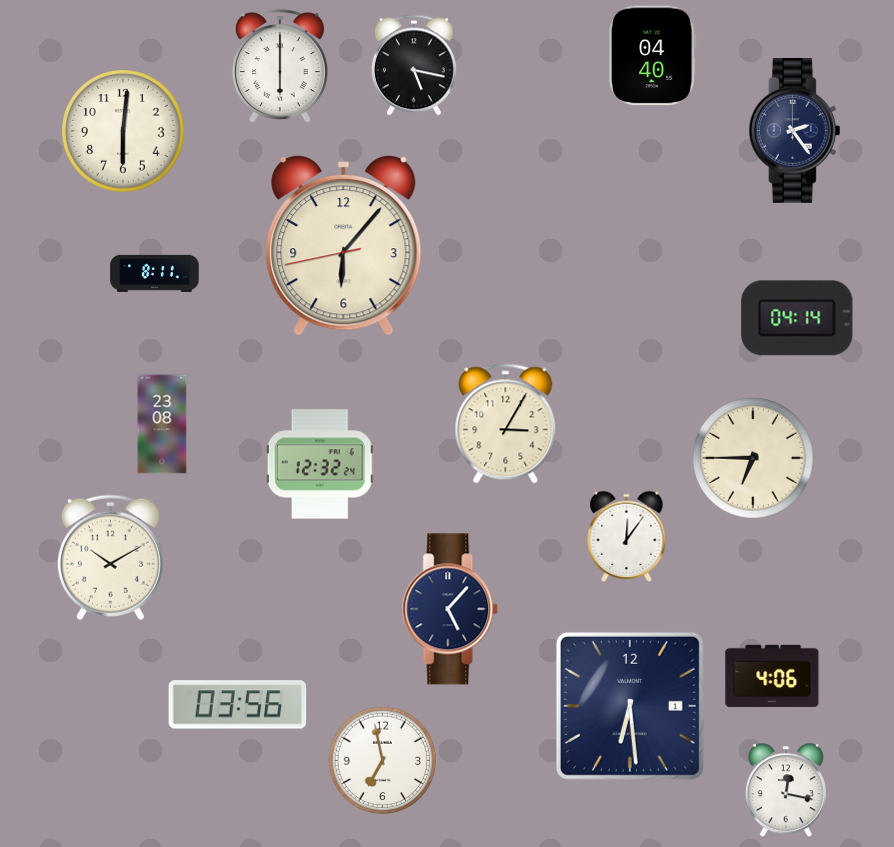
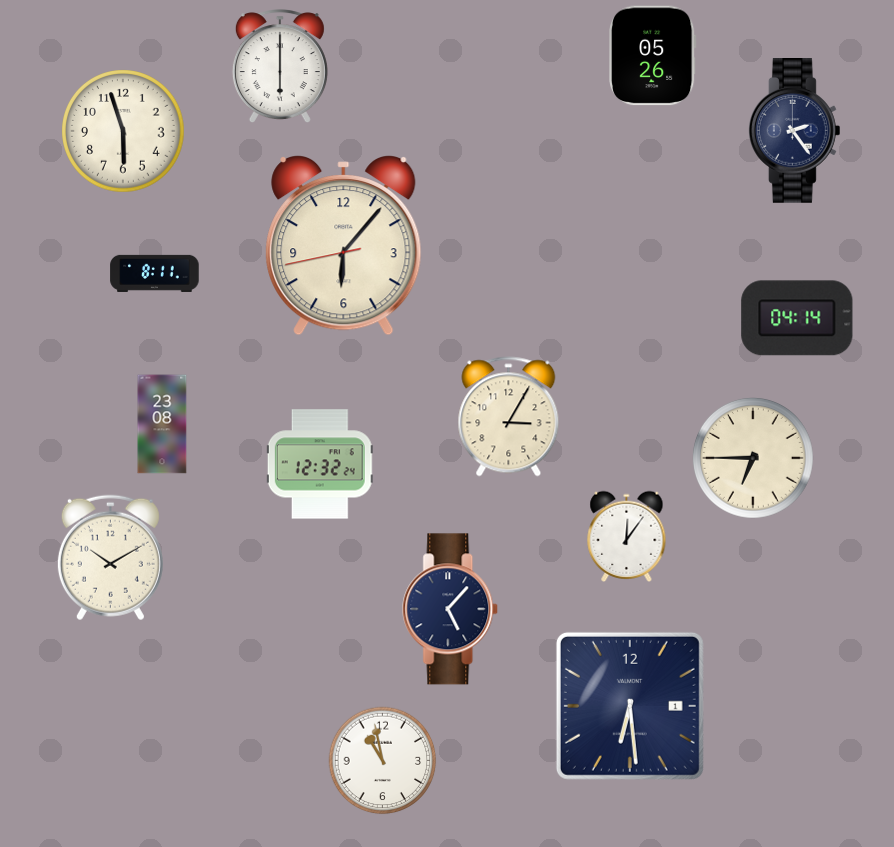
clock at (653, 56): 04:40 -> 05:26
clock at (414, 65): 5:17 -> none
clock at (123, 131): 6:01 -> 5:57
clock at (506, 424) position: (506, 424) -> (509, 417)
clock at (772, 676): 4:06 -> none
clock at (238, 705): 03:56 -> none
clock at (383, 761): 6:58 -> 10:58
clock at (786, 791): 12:17 -> none
